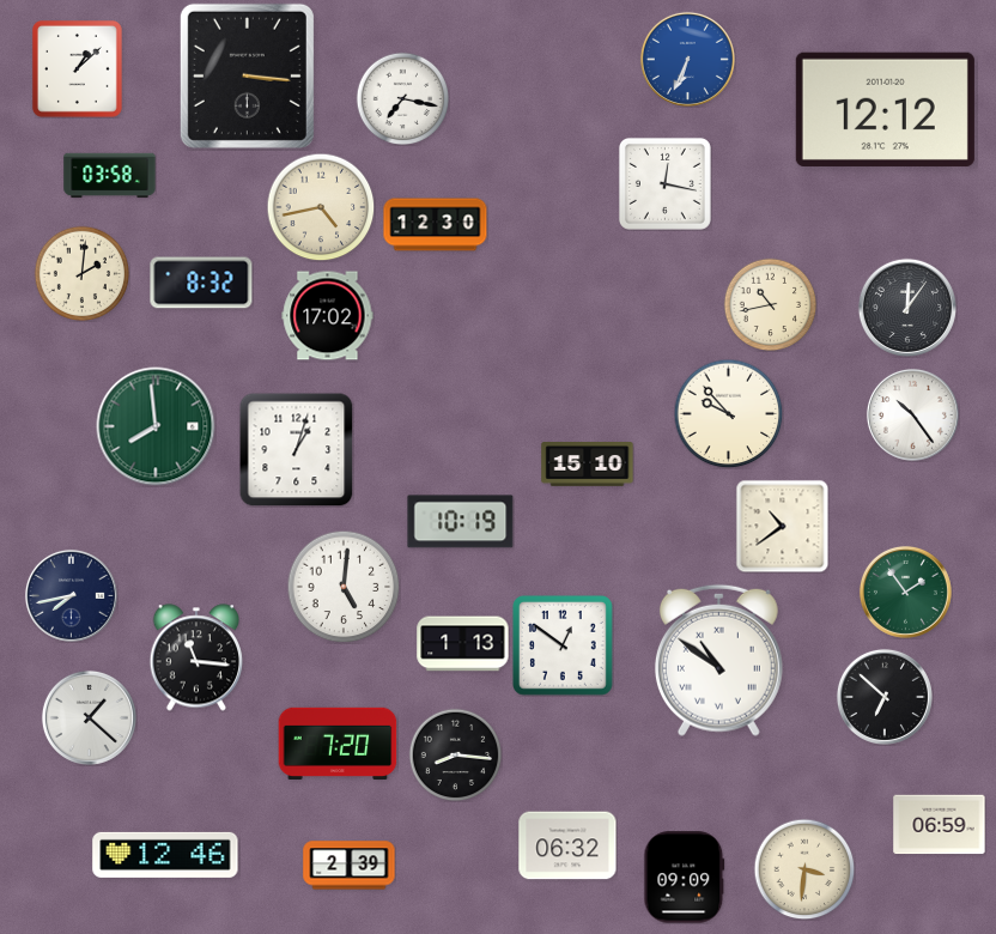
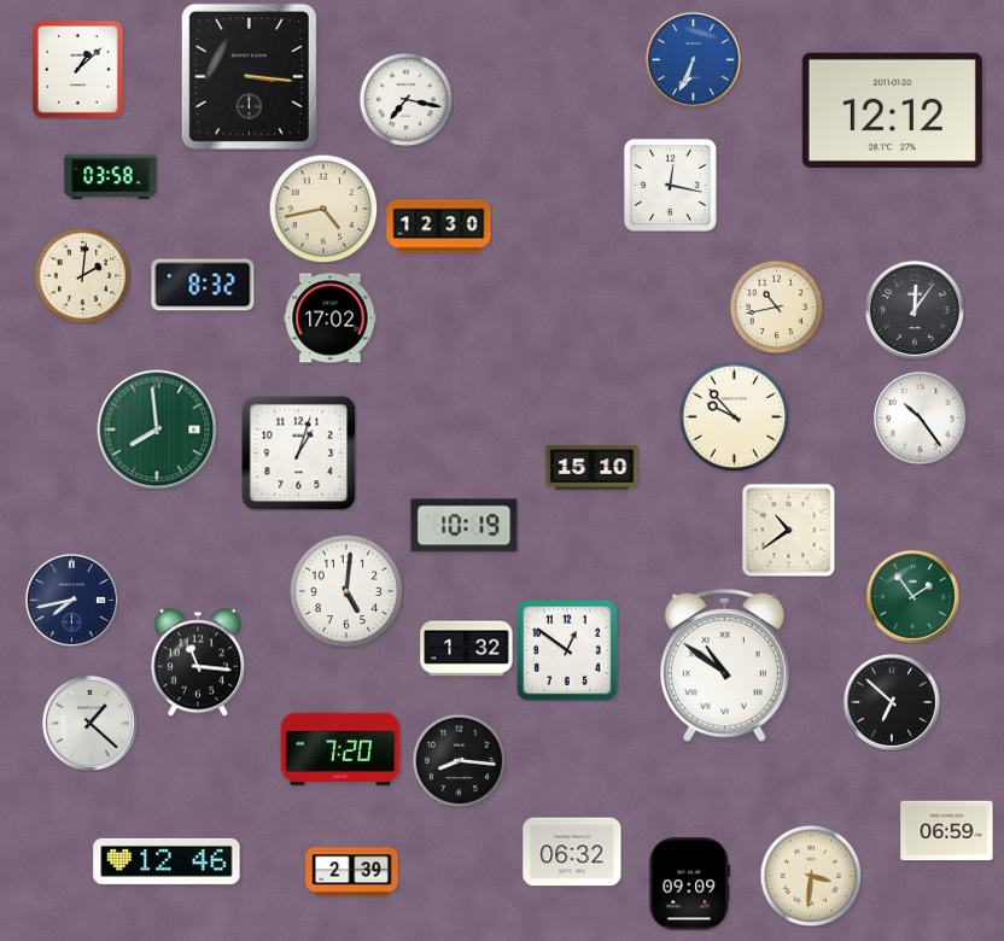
clock at (463, 644): 1:13 -> 1:32
